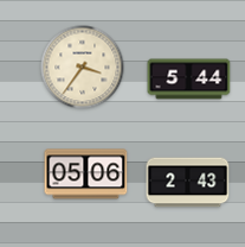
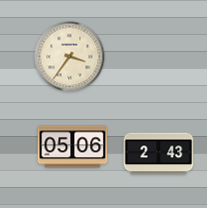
clock at (189, 80): 5:44 -> none
